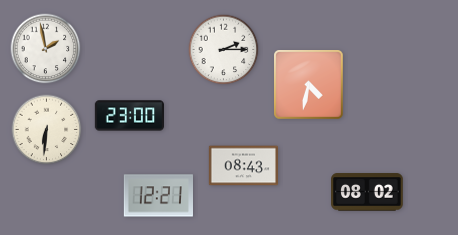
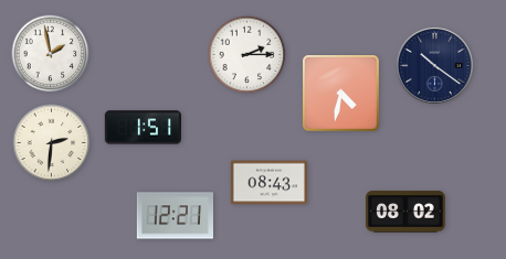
clock at (434, 65): none -> 10:21
clock at (129, 116): 23:00 -> 1:51
clock at (47, 130): 6:31 -> 2:31
